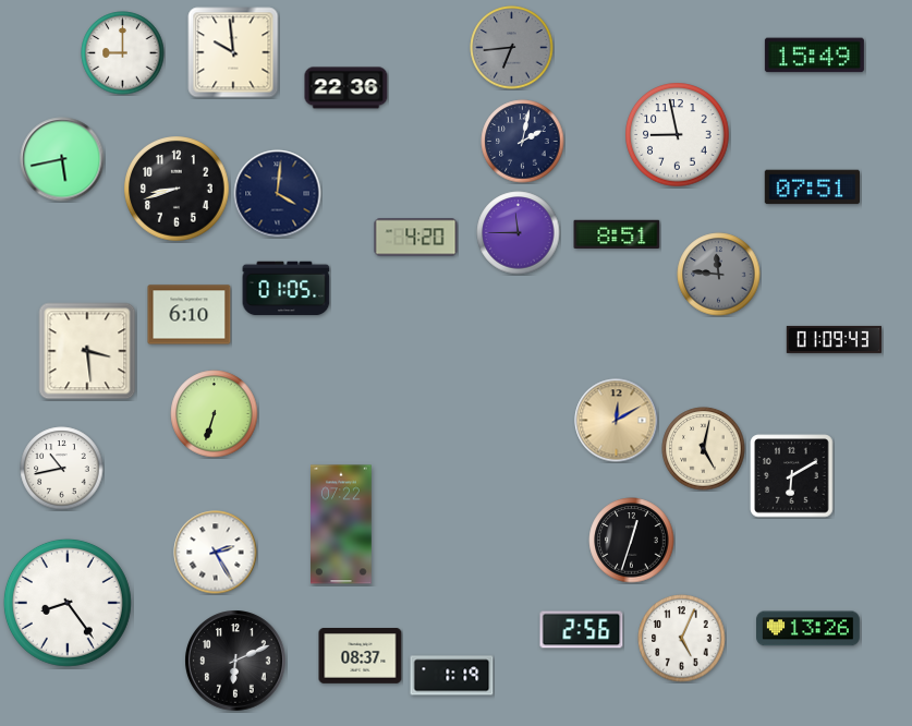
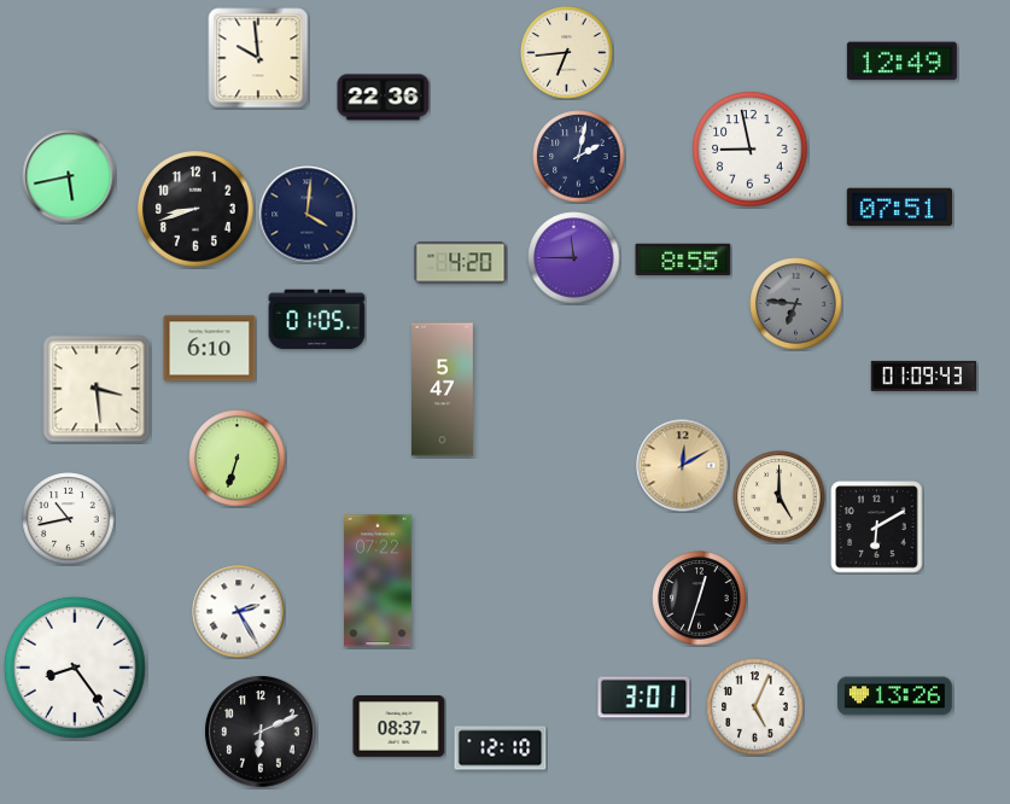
clock at (512, 48) dial: grey -> cream
clock at (123, 53): 9:00 -> none
clock at (814, 56): 15:49 -> 12:49
clock at (617, 233): 8:51 -> 8:55
clock at (719, 275): 11:46 -> 6:46
clock at (443, 390): none -> 5:47
clock at (704, 449): 5:02 -> 5:00
clock at (582, 630): 2:56 -> 3:01
clock at (452, 676): 1:19 -> 12:10
